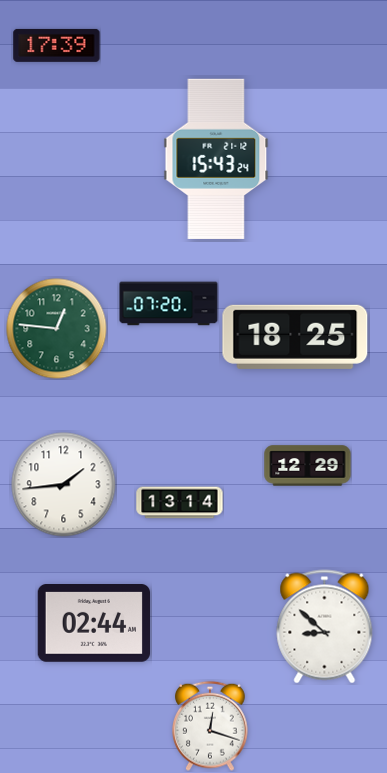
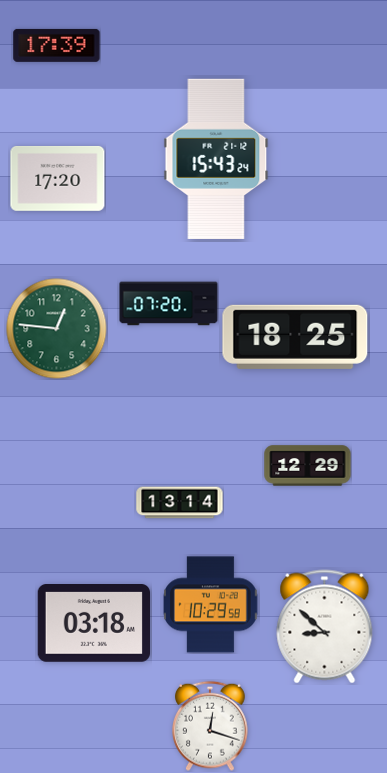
clock at (58, 178): none -> 17:20
clock at (64, 485): 1:44 -> none
clock at (211, 605): none -> 10:29
clock at (93, 624): 02:44 -> 03:18
